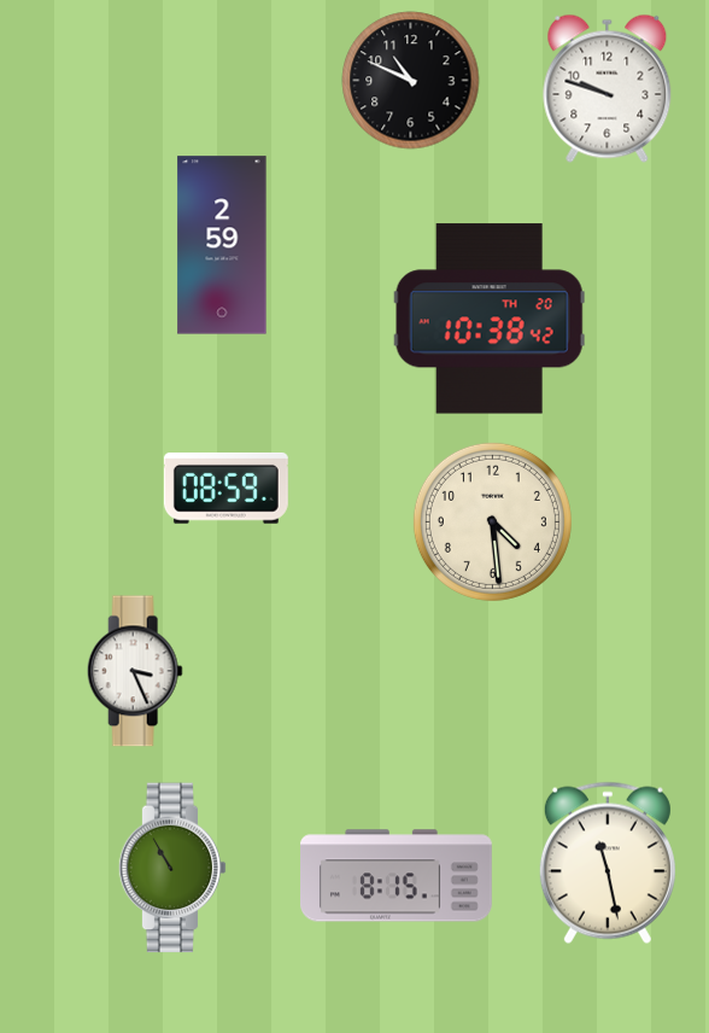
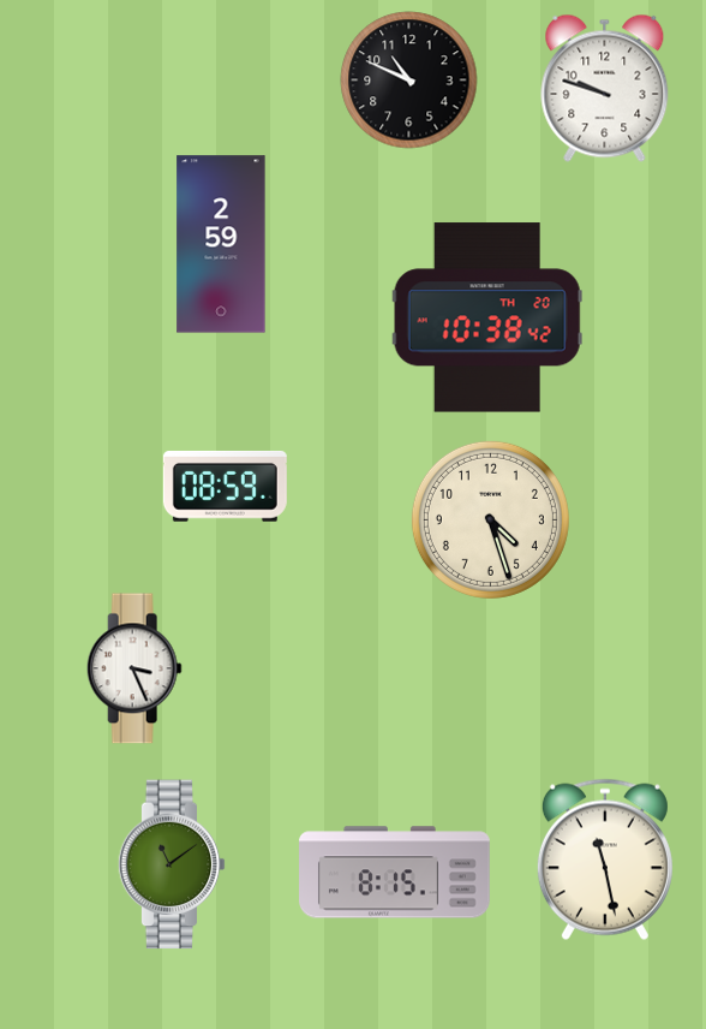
clock at (492, 521): 4:29 -> 4:27
clock at (172, 868): 10:55 -> 11:09
